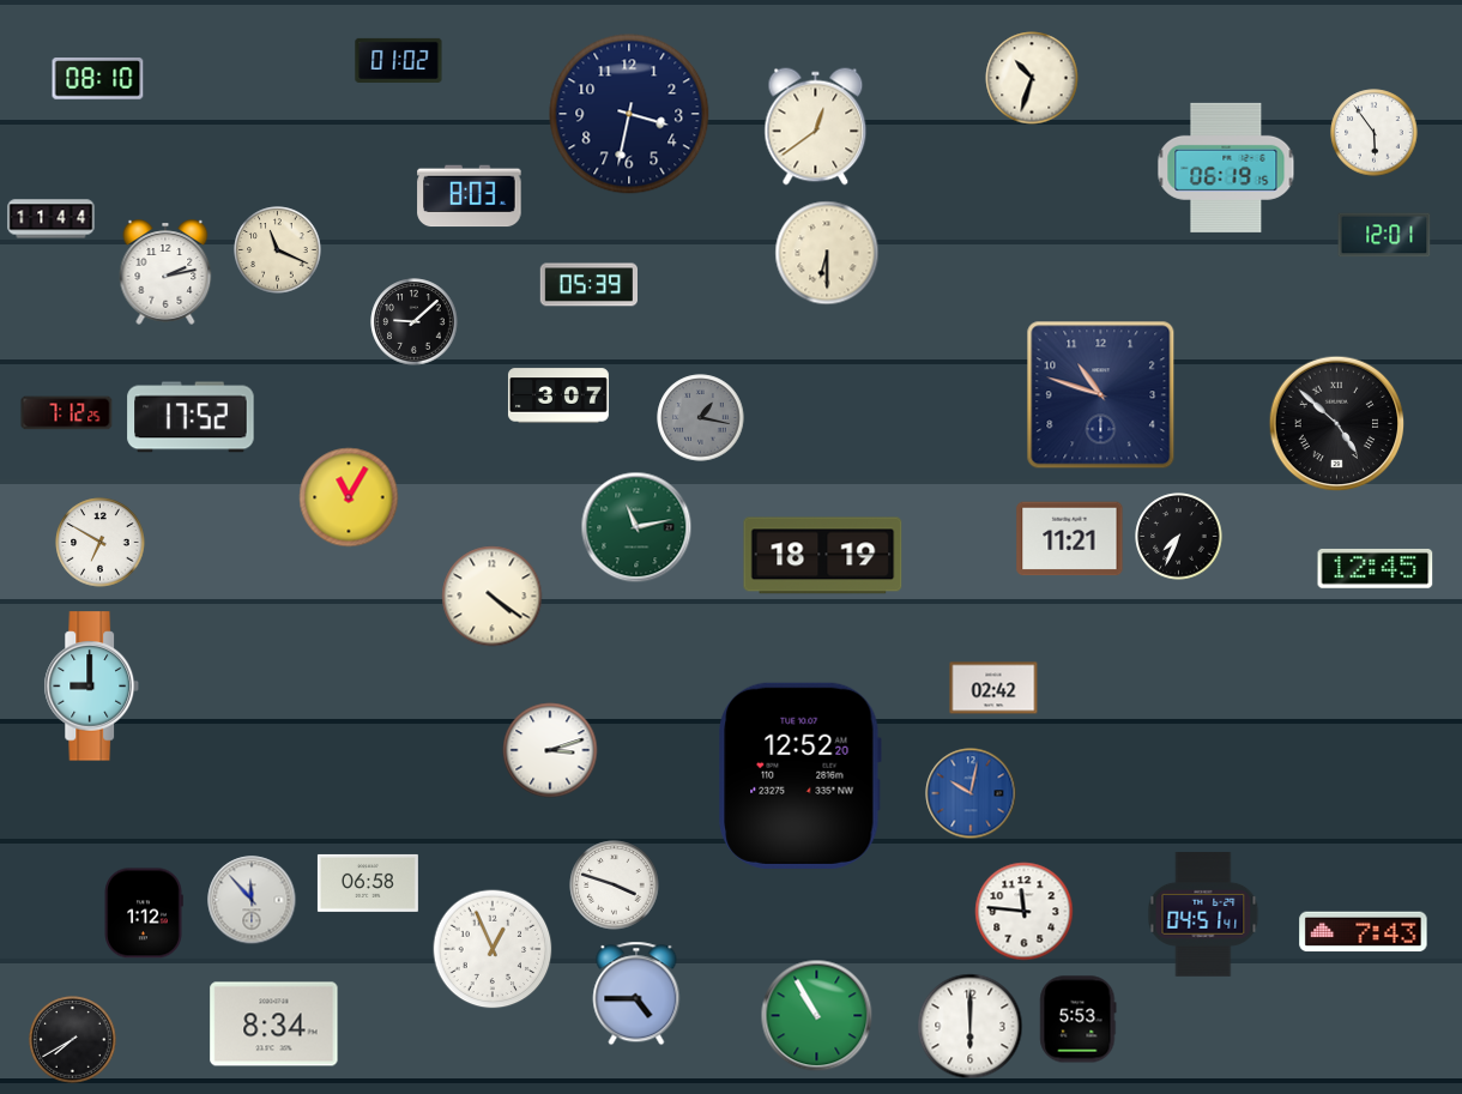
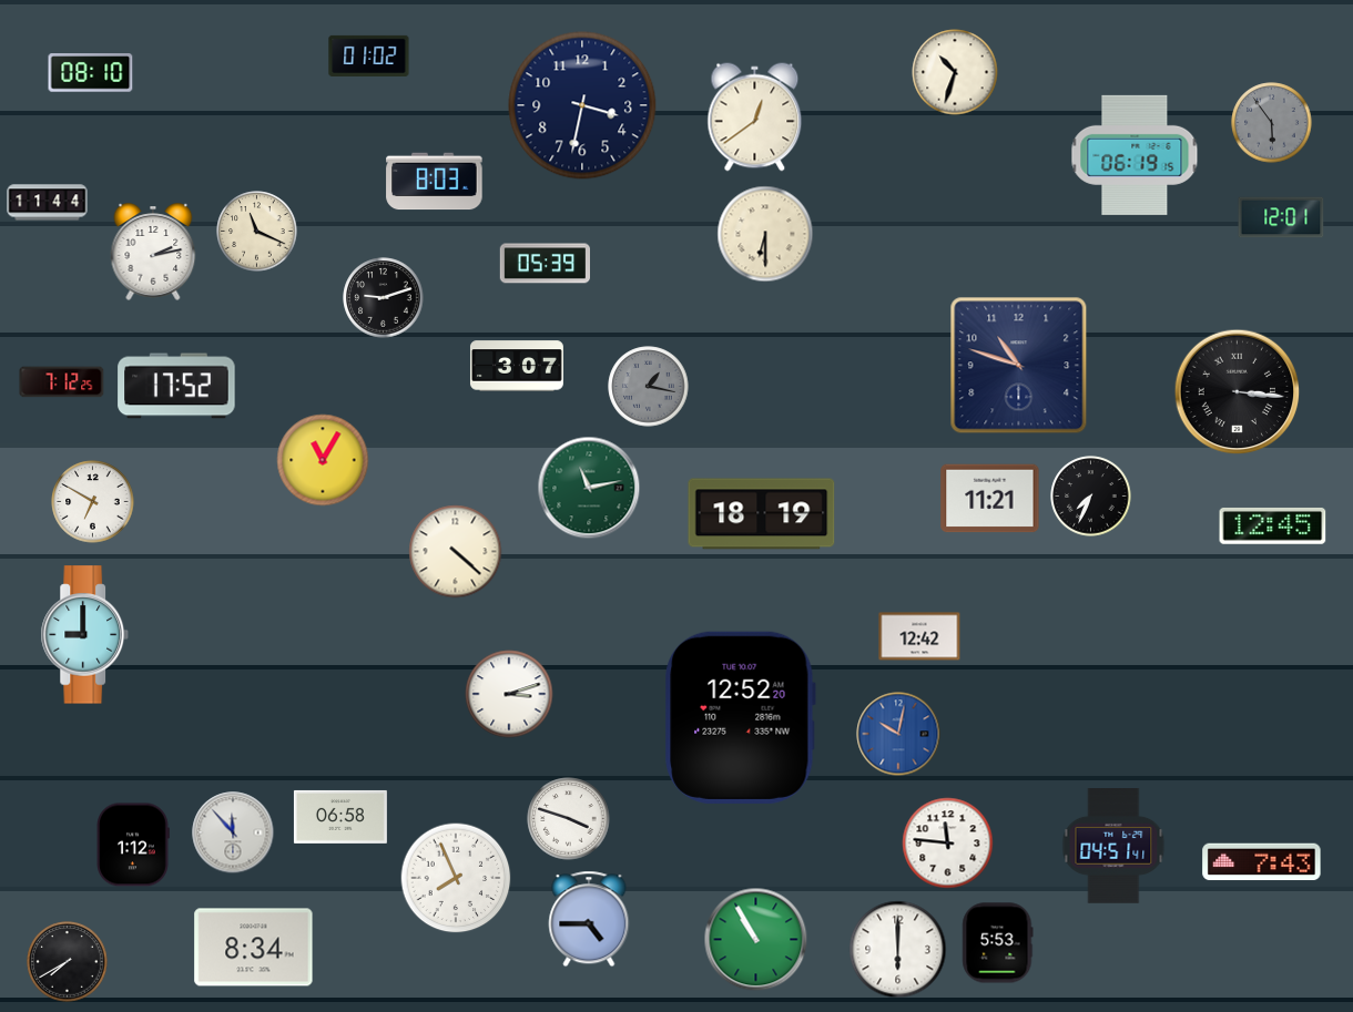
clock at (1375, 133) dial: white -> grey
clock at (415, 322): 9:08 -> 9:12
clock at (1337, 424): 4:52 -> 3:16
clock at (493, 597): 4:21 -> 4:22
clock at (993, 688): 02:42 -> 12:42
clock at (493, 949): 12:56 -> 7:56
